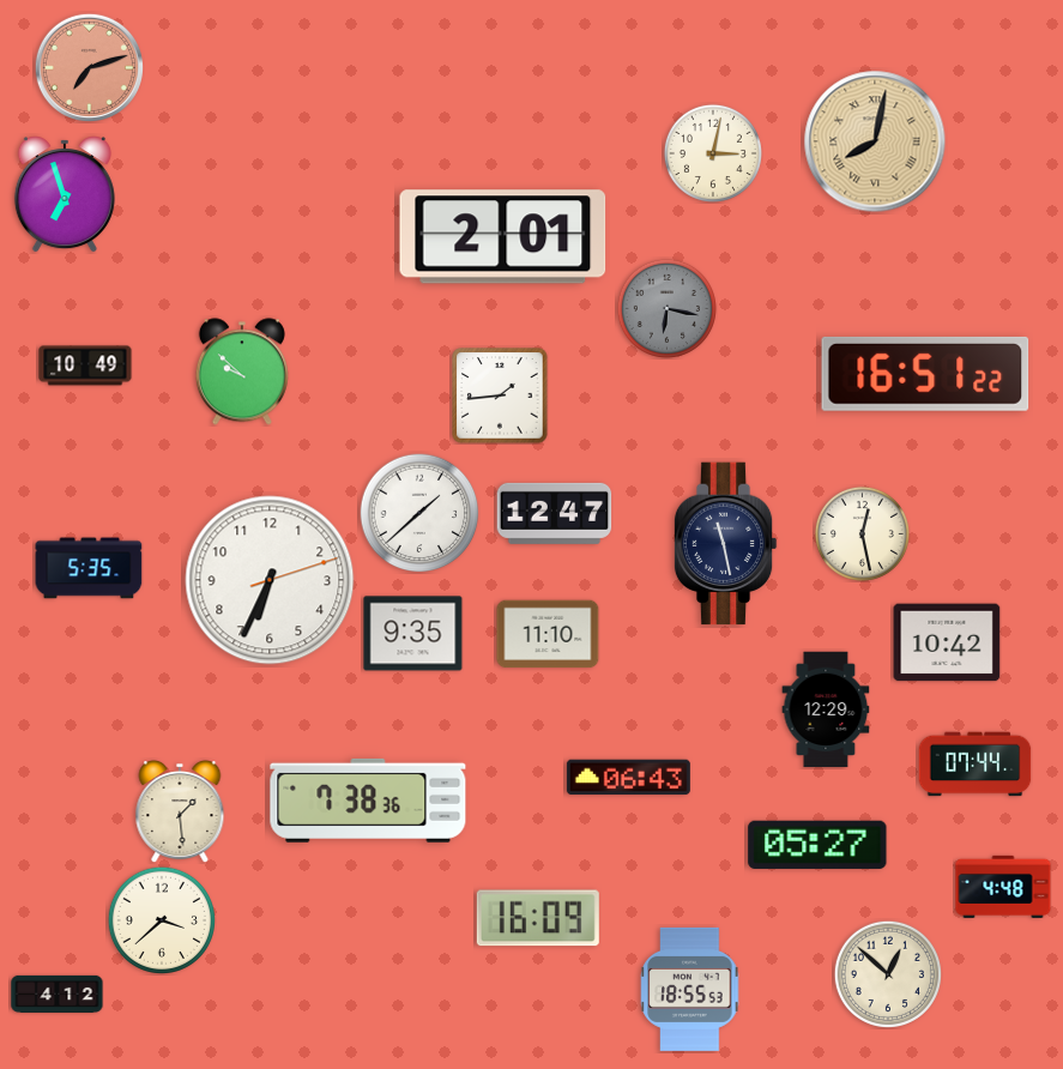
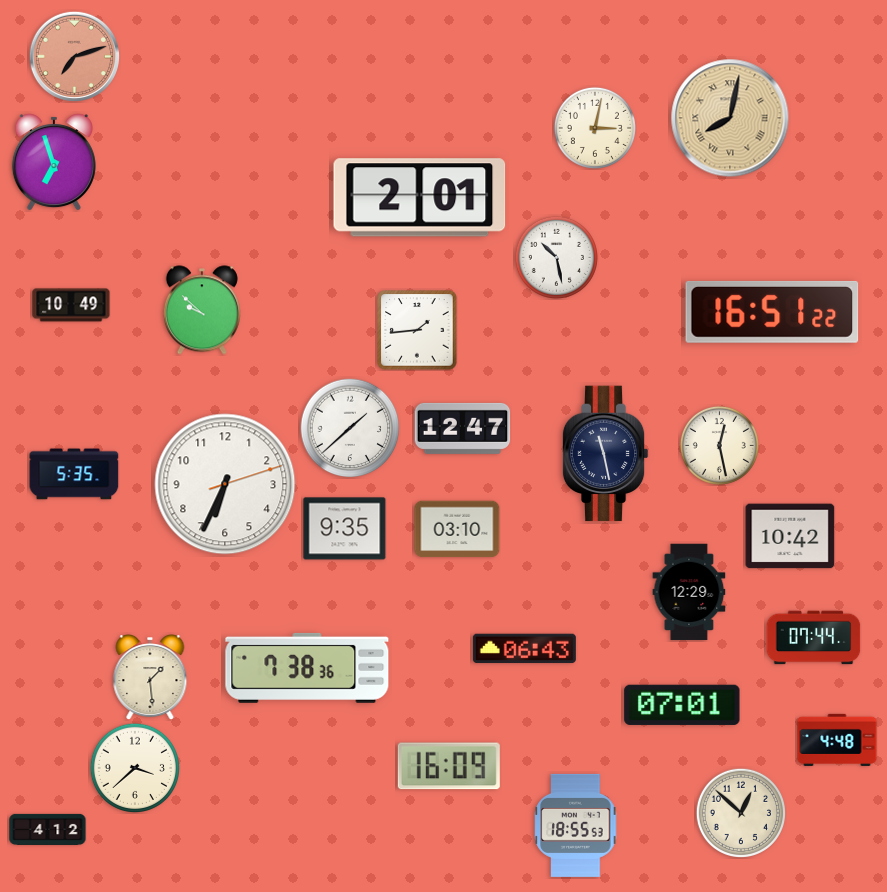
clock at (666, 308): 6:17 -> 10:28
clock at (666, 308) dial: grey -> white
clock at (548, 634): 11:10 -> 03:10
clock at (817, 845): 05:27 -> 07:01
